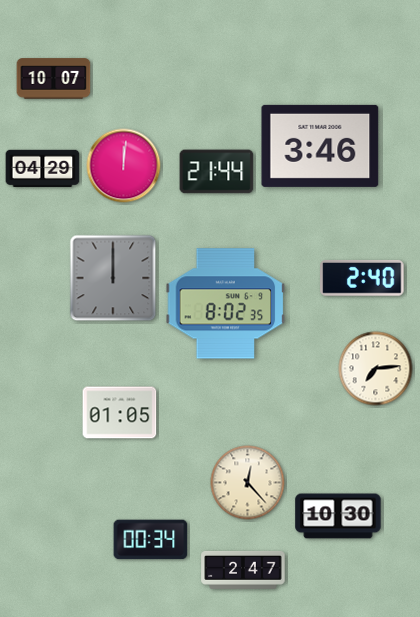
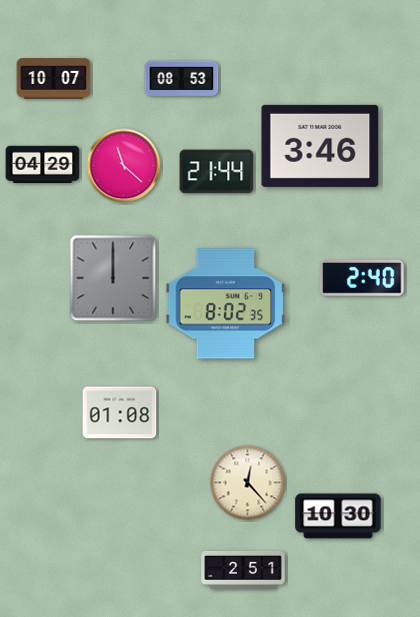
clock at (182, 79): none -> 08:53
clock at (124, 166): 12:01 -> 11:22
clock at (43, 169) position: (43, 169) -> (43, 165)
clock at (376, 369): 7:14 -> none
clock at (120, 413): 01:05 -> 01:08
clock at (151, 540): 00:34 -> none
clock at (243, 570): 2:47 -> 2:51
